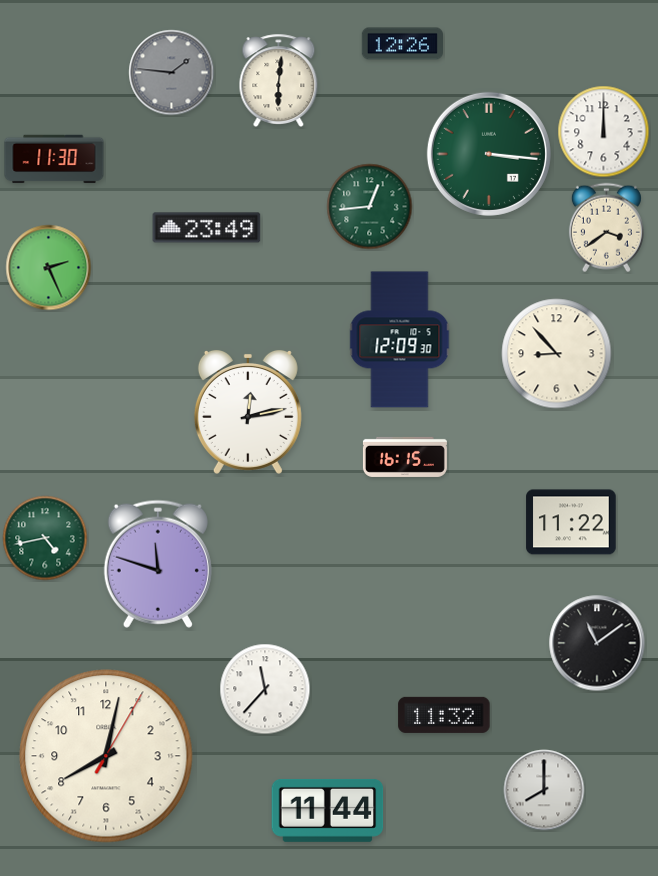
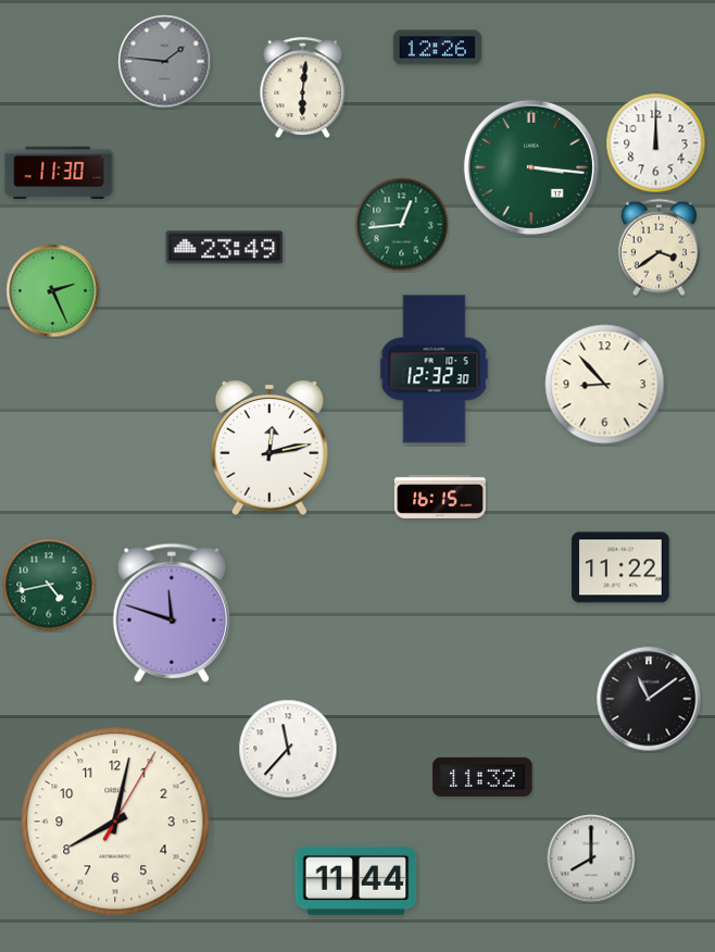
clock at (172, 73) position: (172, 73) -> (165, 62)
clock at (400, 340): 12:09 -> 12:32
